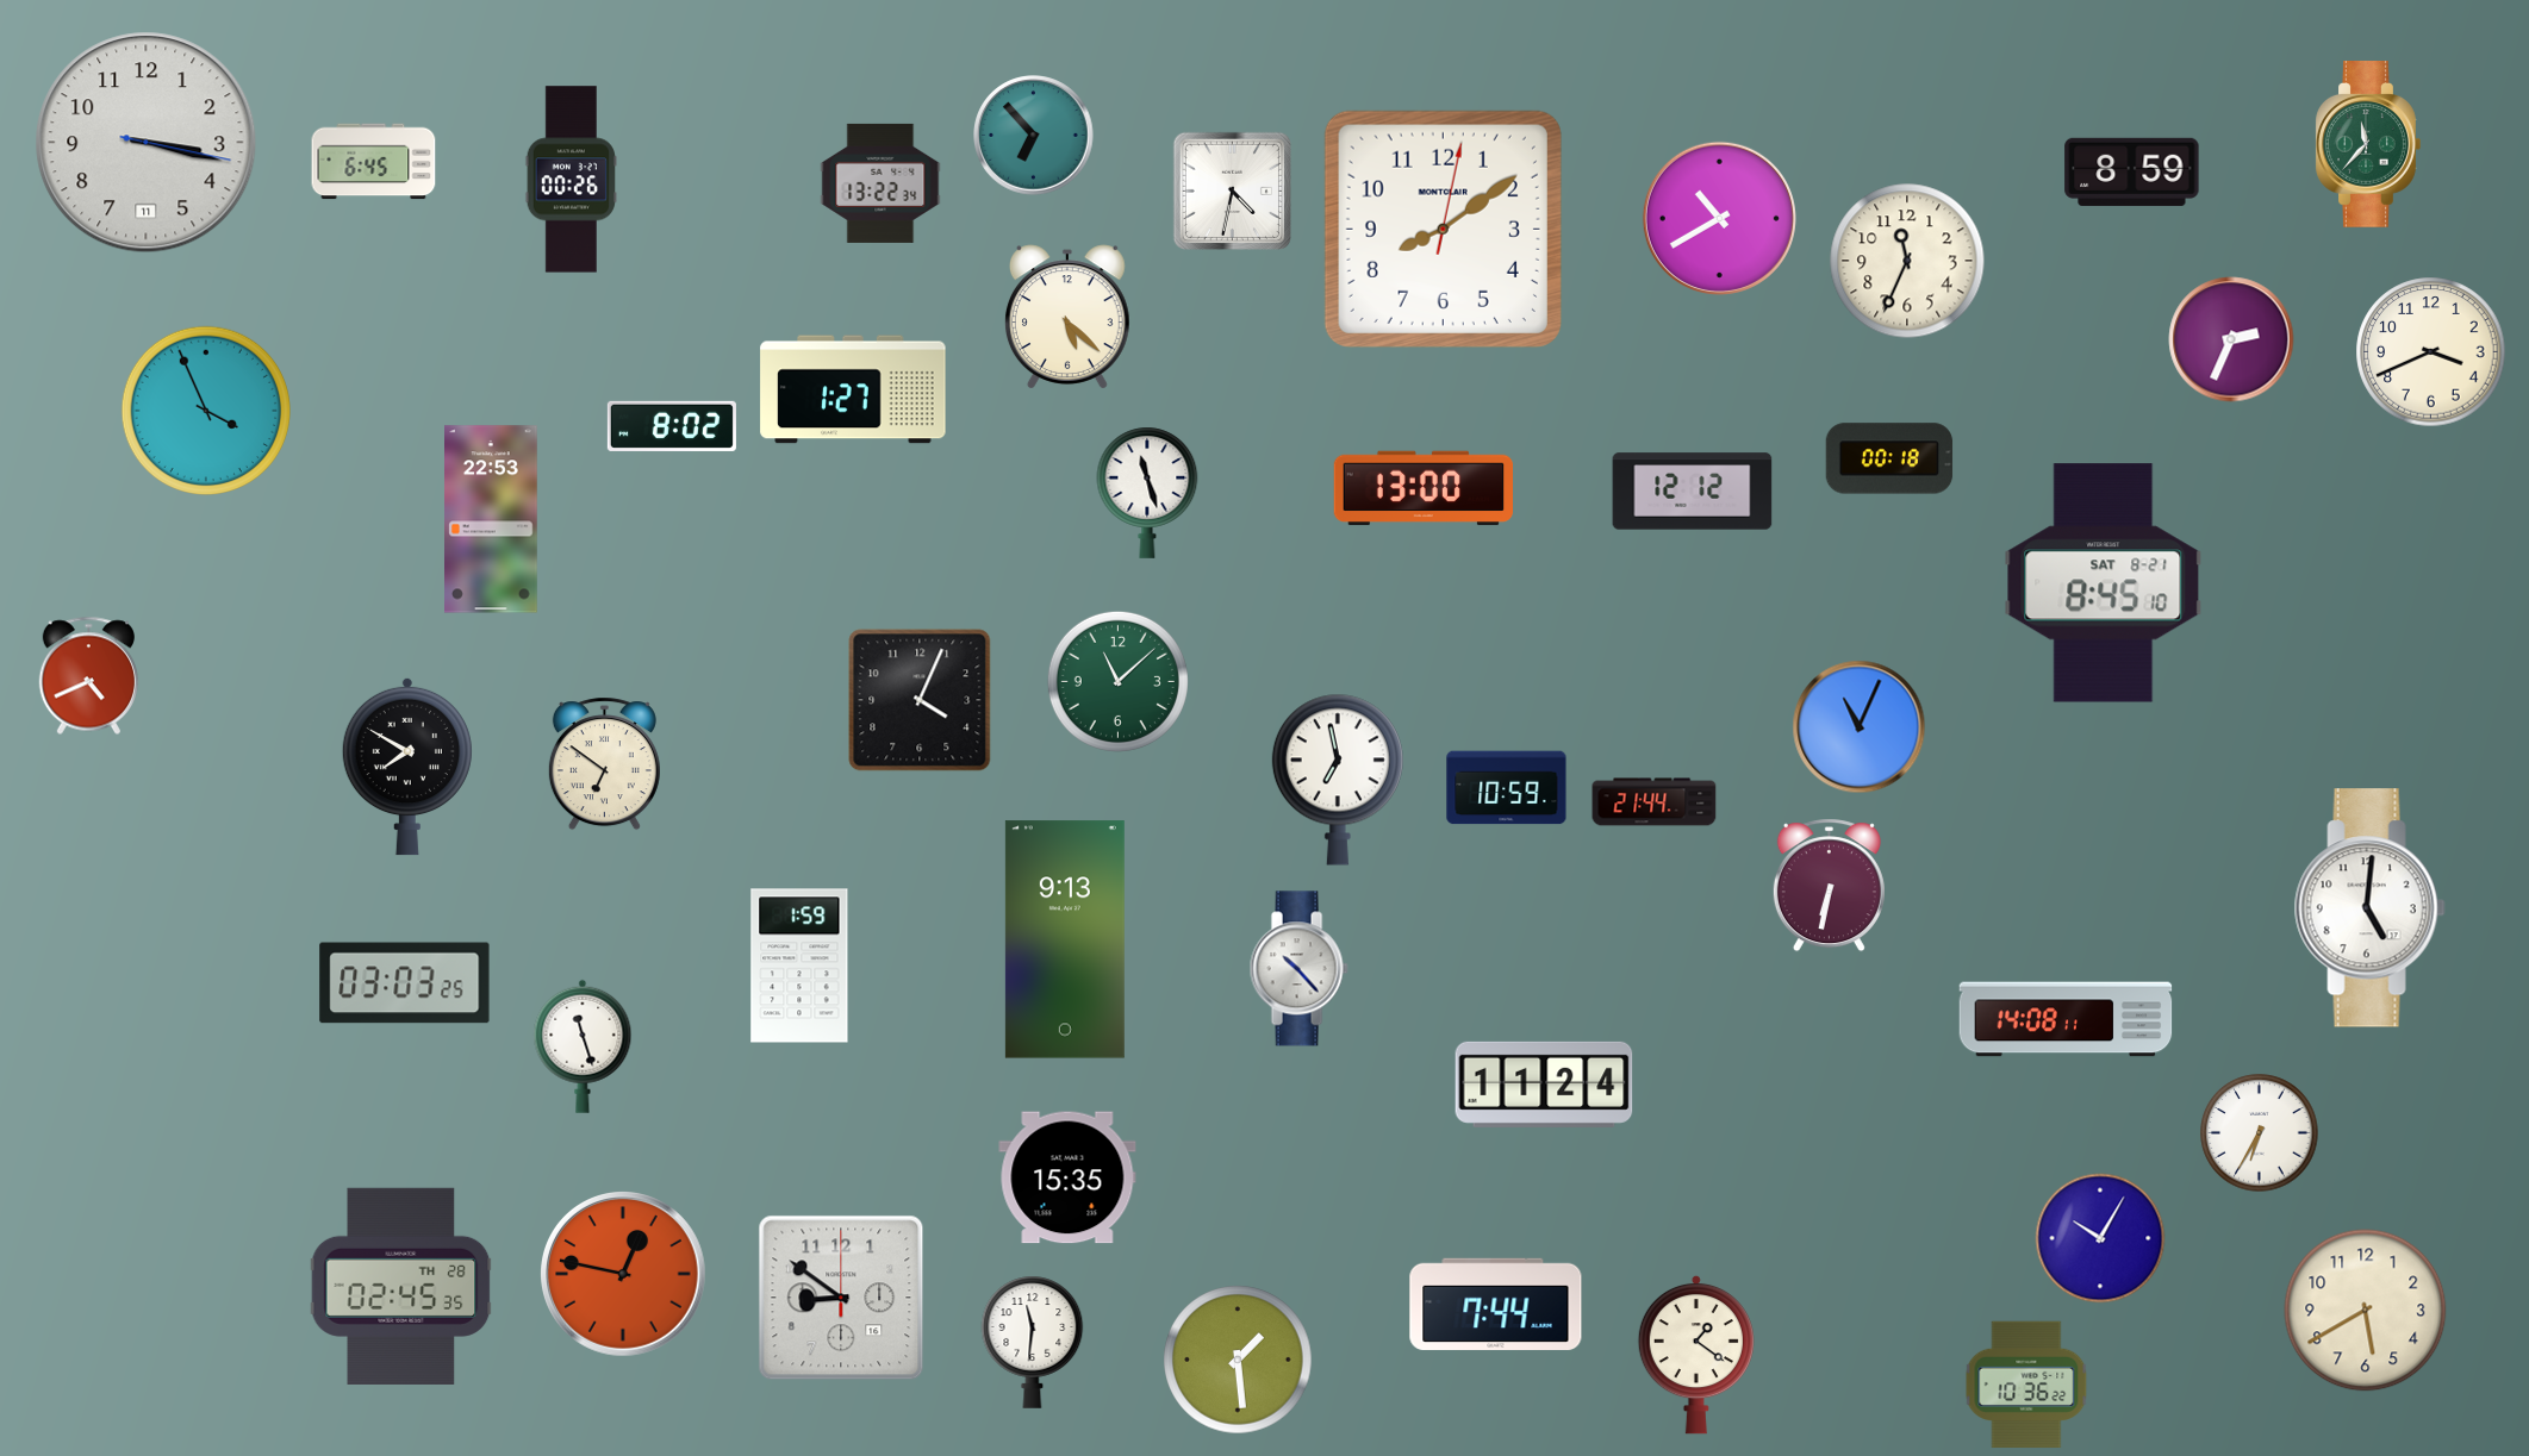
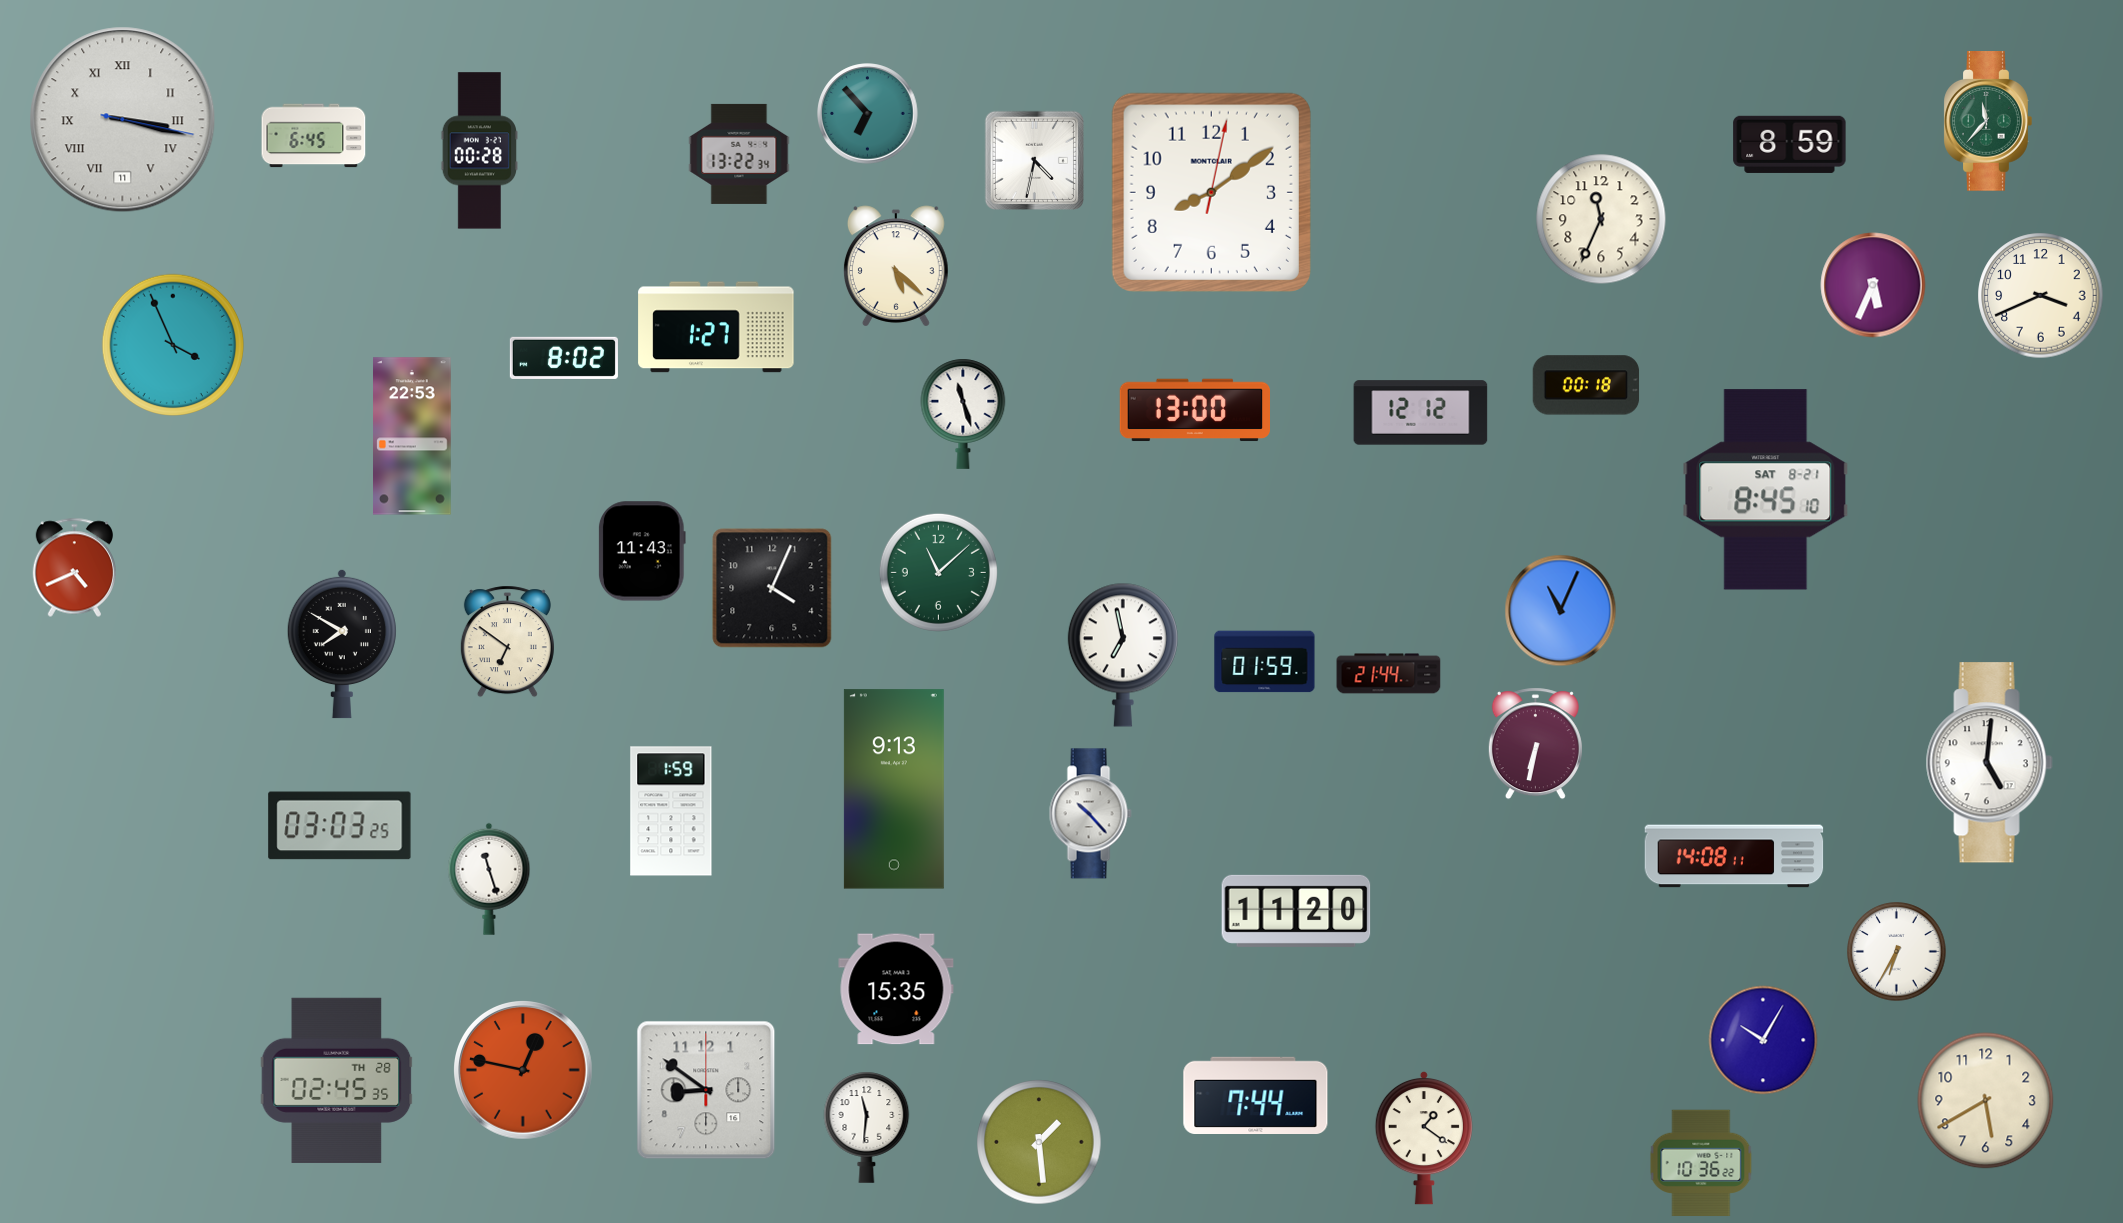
clock at (147, 143) numerals: Arabic -> Roman
clock at (572, 180): 00:26 -> 00:28
clock at (1719, 218): 10:40 -> none
clock at (2231, 339): 2:34 -> 5:34
clock at (642, 551): none -> 11:43
clock at (1507, 788): 10:59 -> 01:59
clock at (1544, 1085): 11:24 -> 11:20
